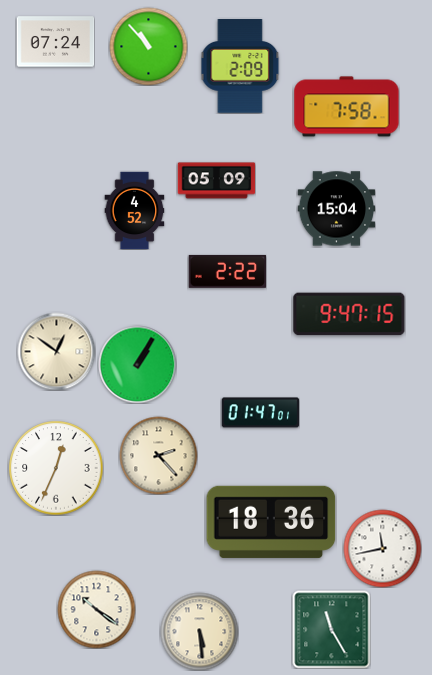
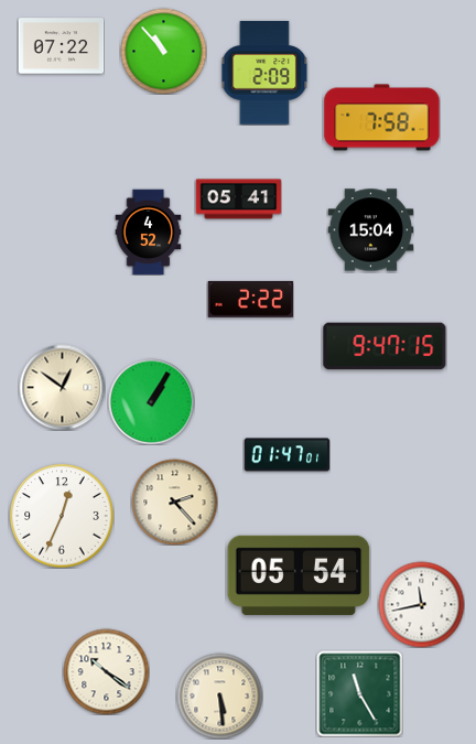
clock at (55, 42): 07:24 -> 07:22
clock at (216, 181): 05:09 -> 05:41
clock at (271, 522): 18:36 -> 05:54
clock at (331, 629) position: (331, 629) -> (359, 693)
